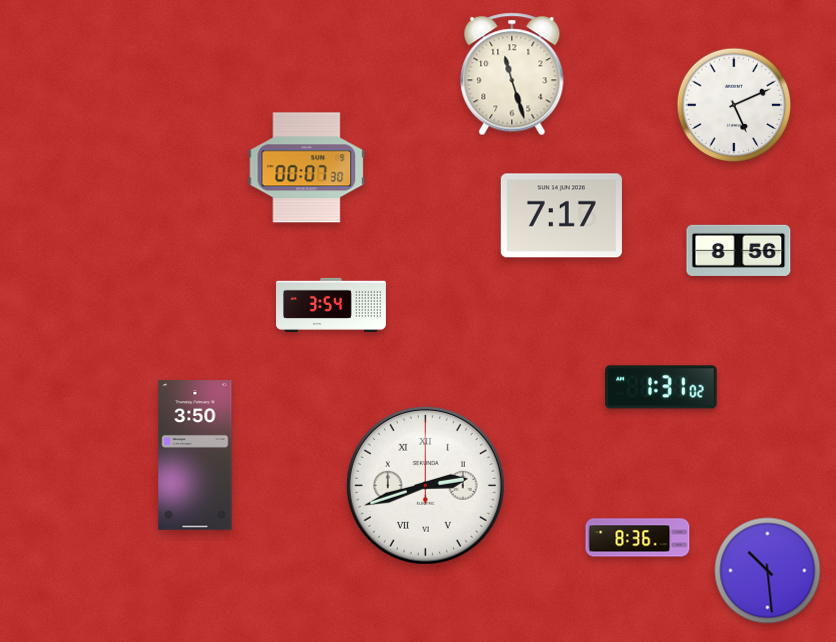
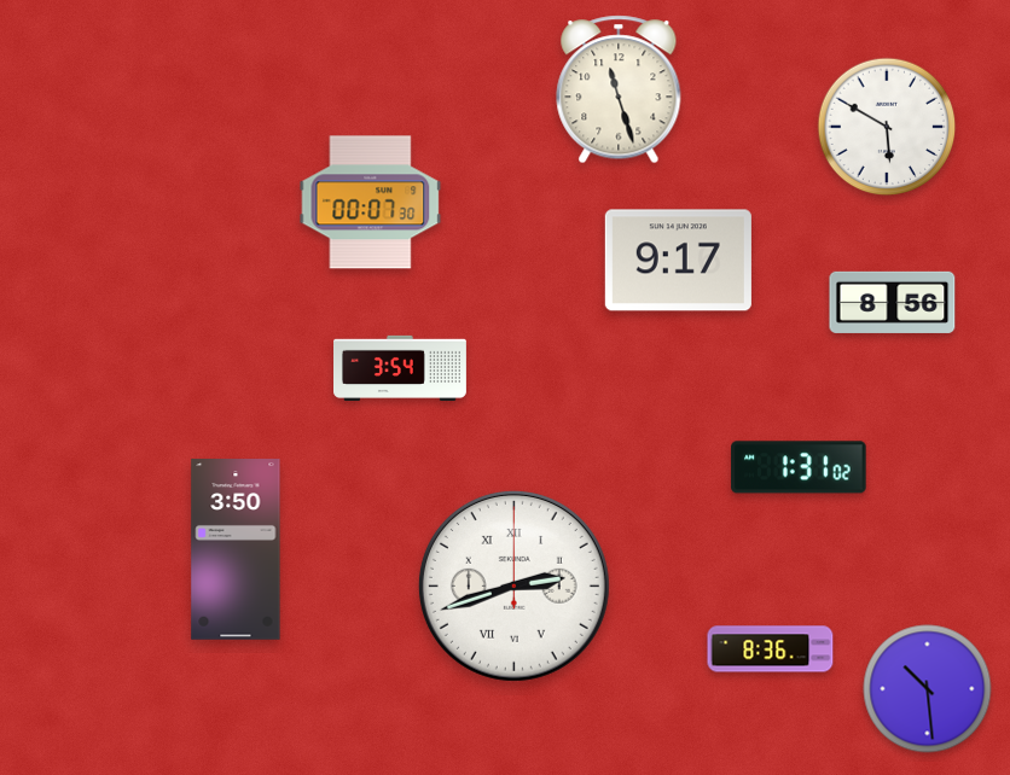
clock at (734, 105): 5:11 -> 5:50
clock at (561, 216): 7:17 -> 9:17
